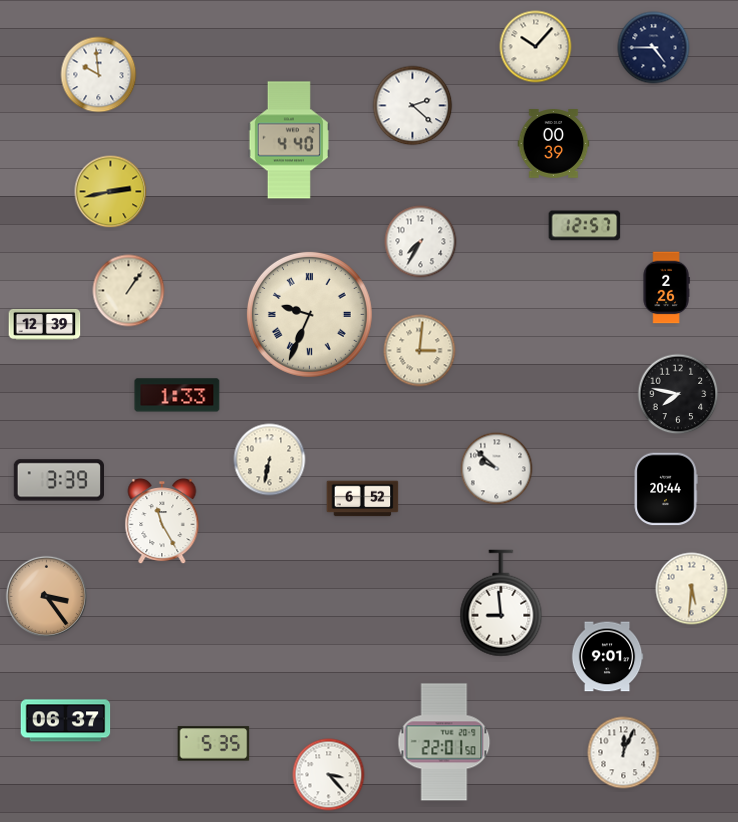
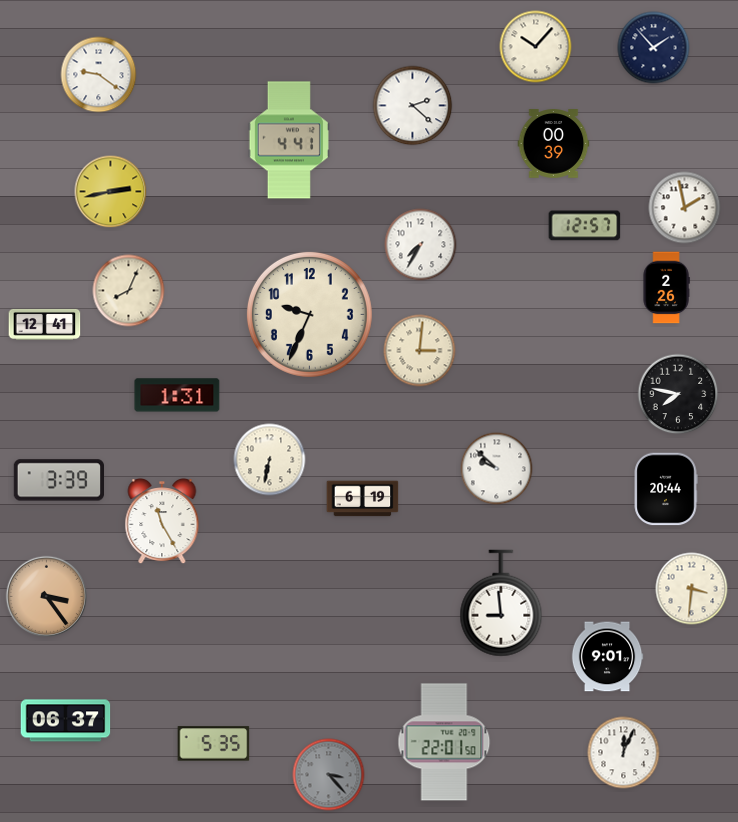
clock at (654, 48): 4:45 -> 1:53
clock at (99, 75): 9:59 -> 9:21
clock at (289, 140): 4:40 -> 4:41
clock at (685, 208): none -> 1:58
clock at (421, 242) position: (421, 242) -> (421, 245)
clock at (129, 291): 1:06 -> 8:04
clock at (309, 314) numerals: Roman -> Arabic
clock at (45, 324): 12:39 -> 12:41
clock at (177, 395): 1:33 -> 1:31
clock at (363, 499): 6:52 -> 6:19
clock at (692, 589): 5:31 -> 3:31
clock at (329, 775) dial: white -> grey
